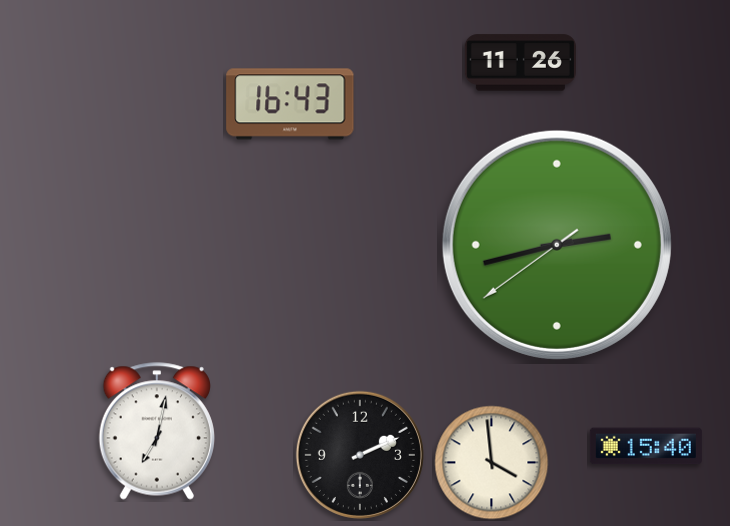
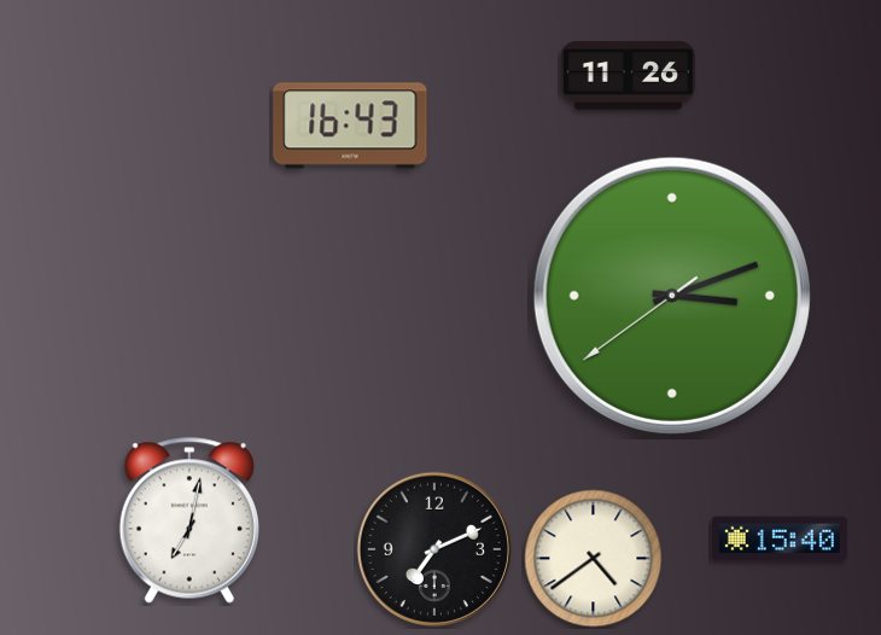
clock at (557, 245): 2:42 -> 3:11
clock at (360, 455): 2:11 -> 7:11
clock at (492, 463): 3:59 -> 4:39
